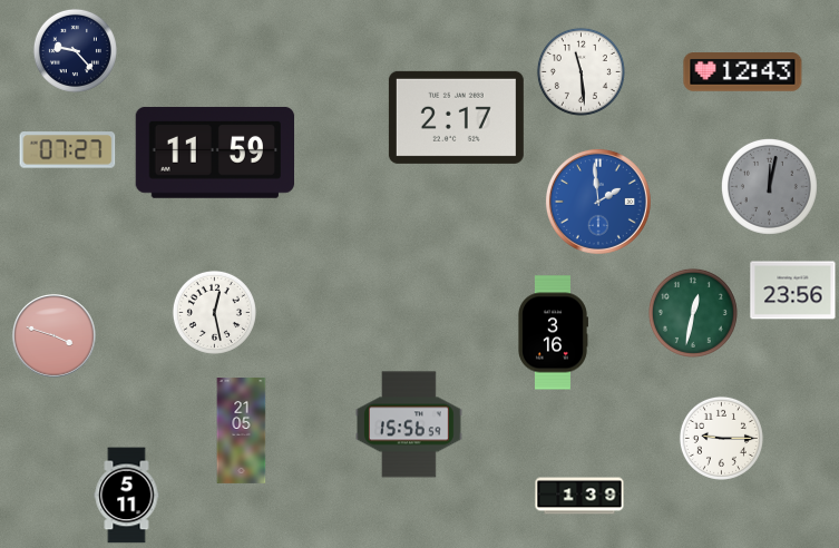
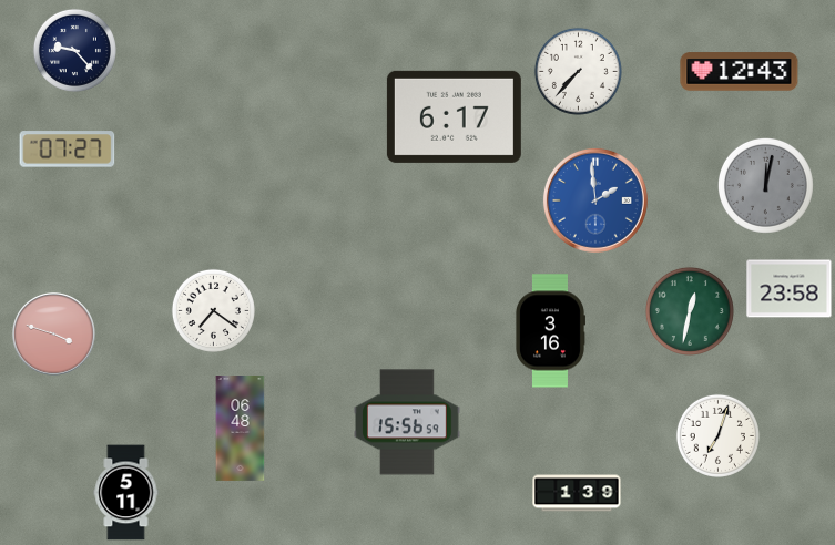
clock at (581, 71): 11:29 -> 7:37
clock at (456, 117): 2:17 -> 6:17
clock at (215, 153): 11:59 -> none
clock at (793, 291): 23:56 -> 23:58
clock at (214, 312): 12:28 -> 7:21
clock at (242, 431): 21:05 -> 06:48
clock at (721, 438): 9:15 -> 7:03
